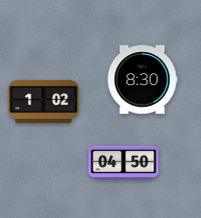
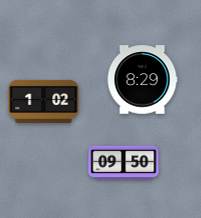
clock at (142, 80): 8:30 -> 8:29
clock at (124, 163): 04:50 -> 09:50
